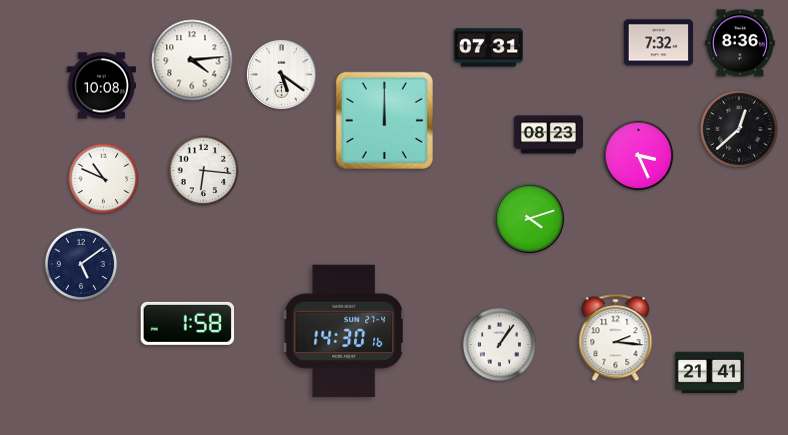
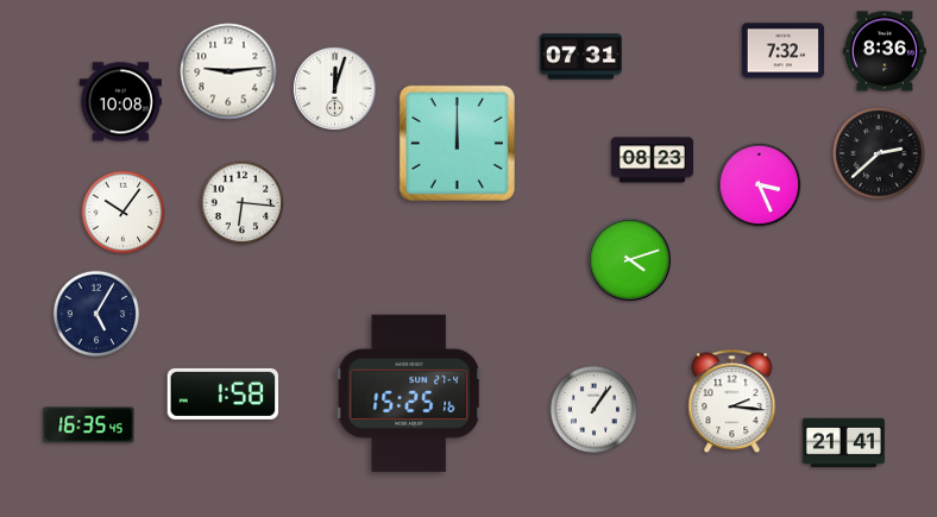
clock at (740, 43) position: (740, 43) -> (885, 51)
clock at (192, 60): 4:14 -> 9:14
clock at (281, 74): 5:21 -> 12:03
clock at (739, 129): 12:38 -> 2:38
clock at (104, 179): 10:49 -> 10:06
clock at (81, 264): 5:09 -> 5:05
clock at (188, 323) position: (188, 323) -> (224, 393)
clock at (344, 331): 14:30 -> 15:25
clock at (89, 425): none -> 16:35
